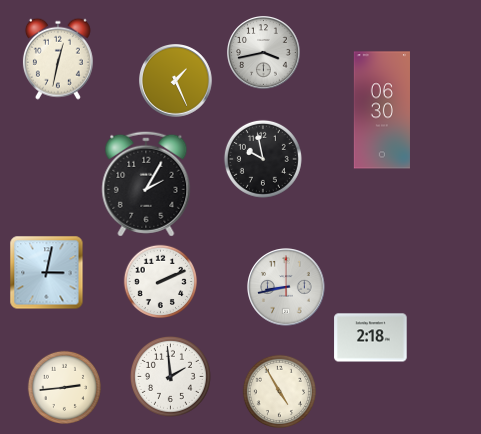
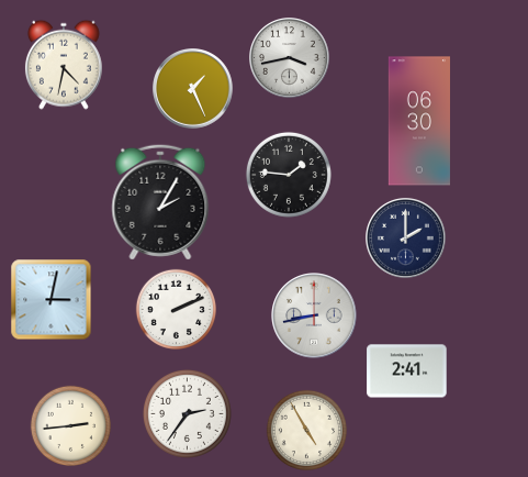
clock at (58, 59): 12:32 -> 4:32
clock at (263, 159): 9:58 -> 1:46
clock at (406, 239): none -> 2:00
clock at (371, 338): 2:18 -> 2:41
clock at (170, 376): 1:59 -> 2:36
